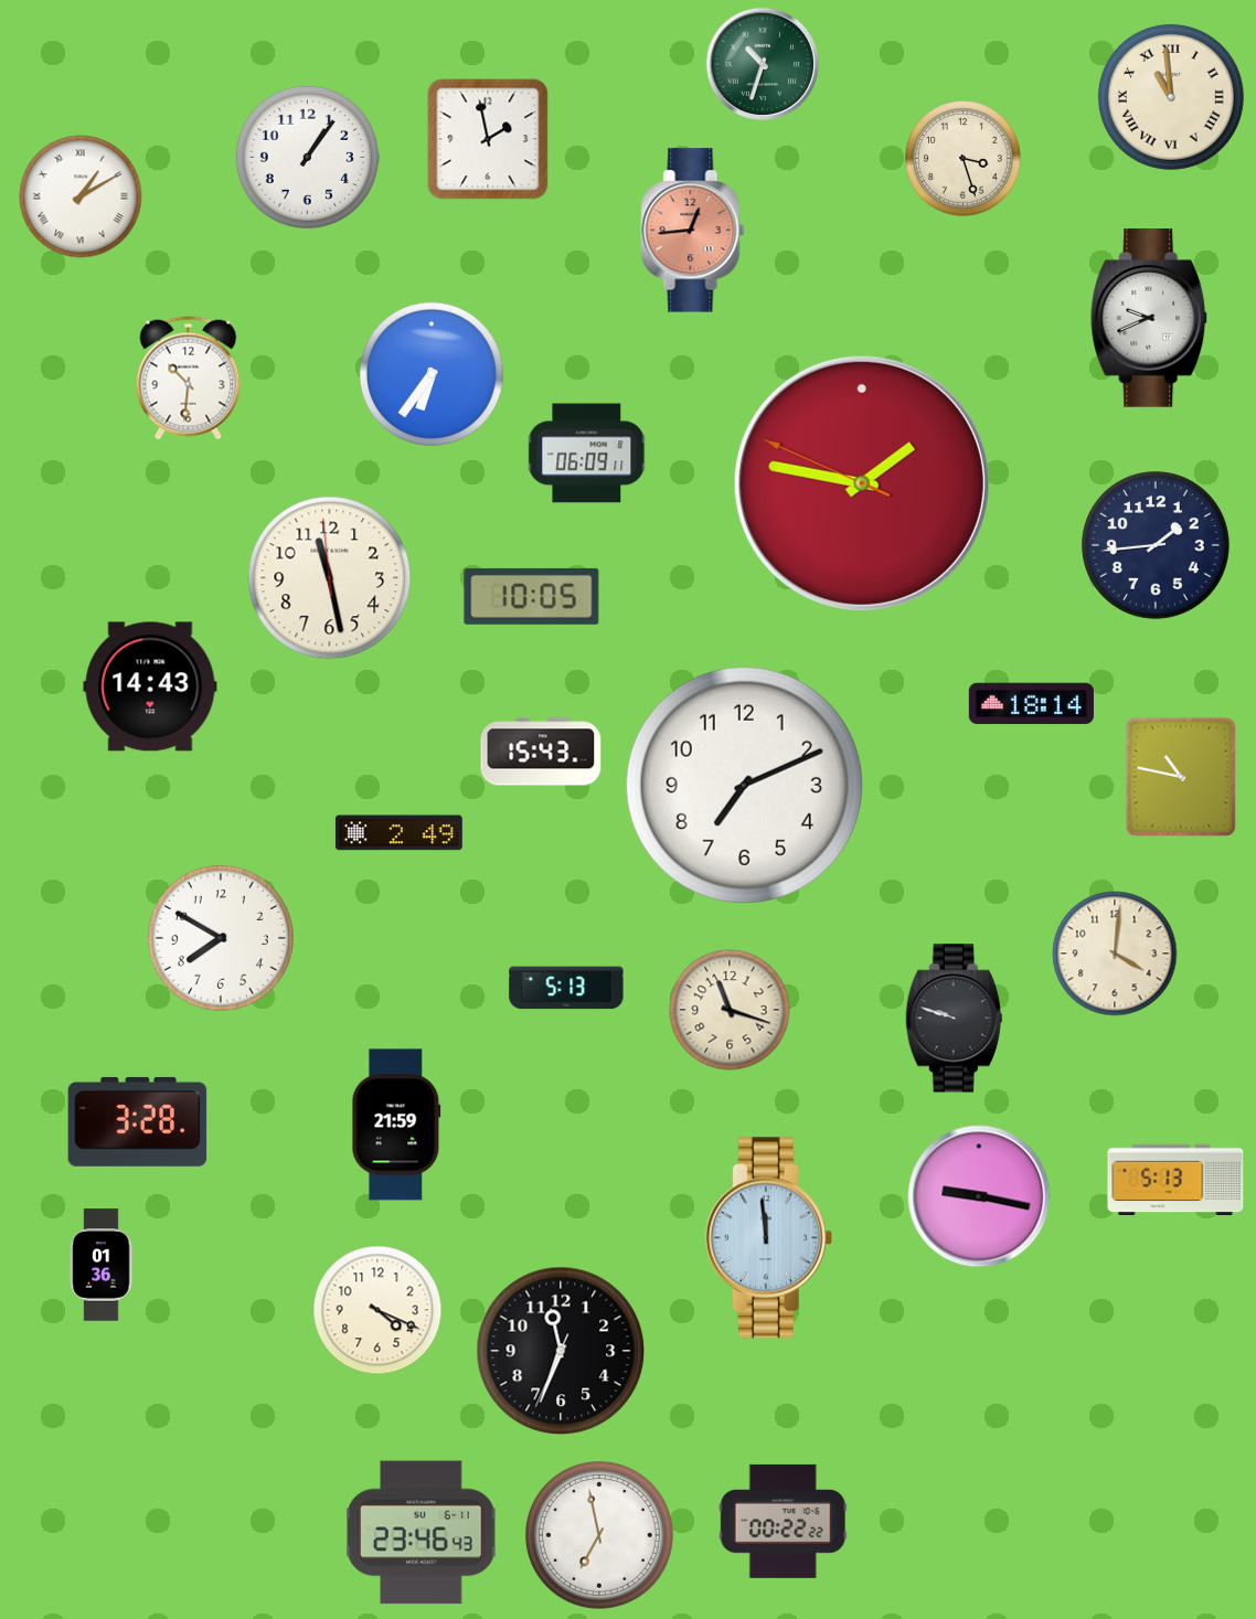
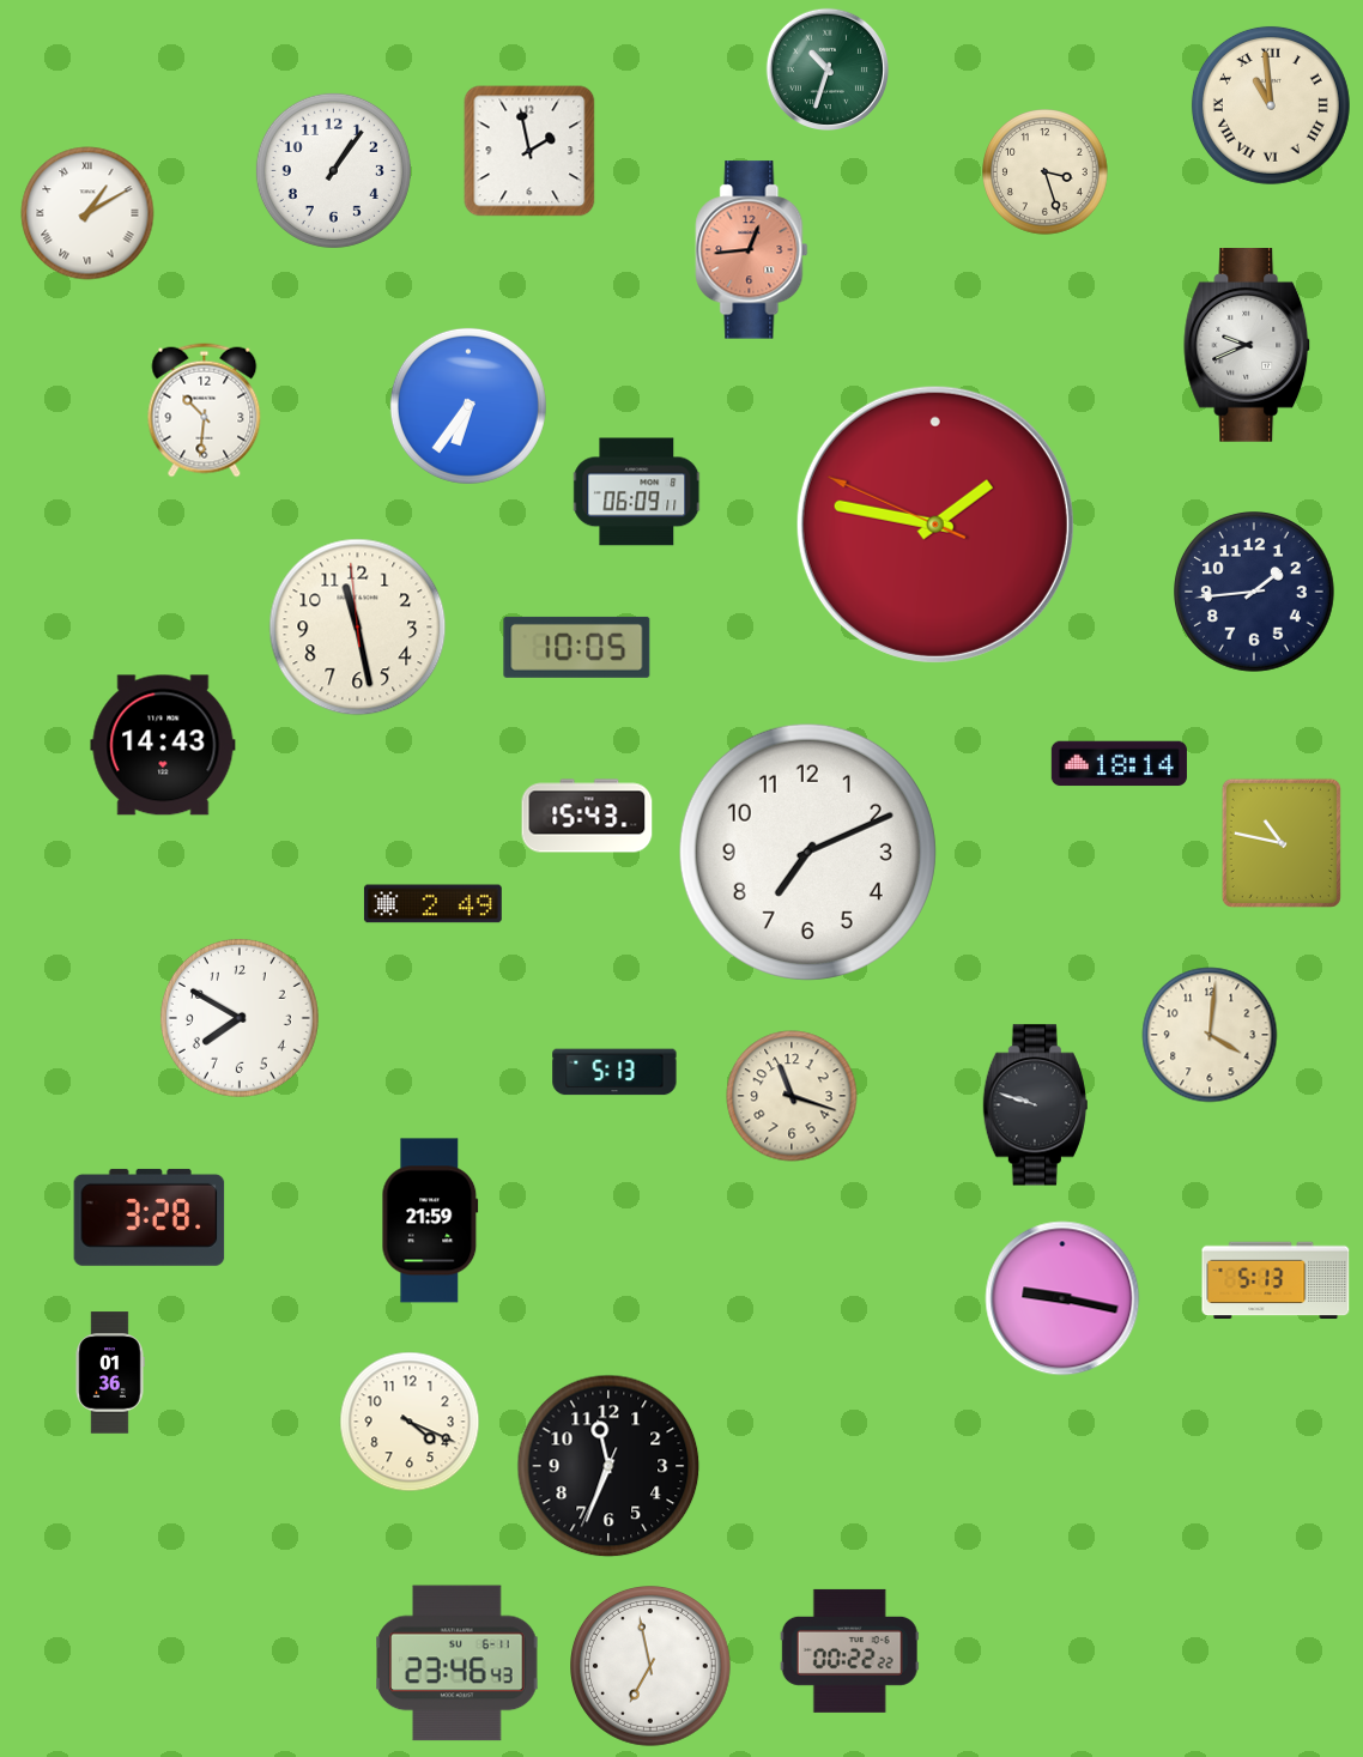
clock at (768, 1238): 11:59 -> none
